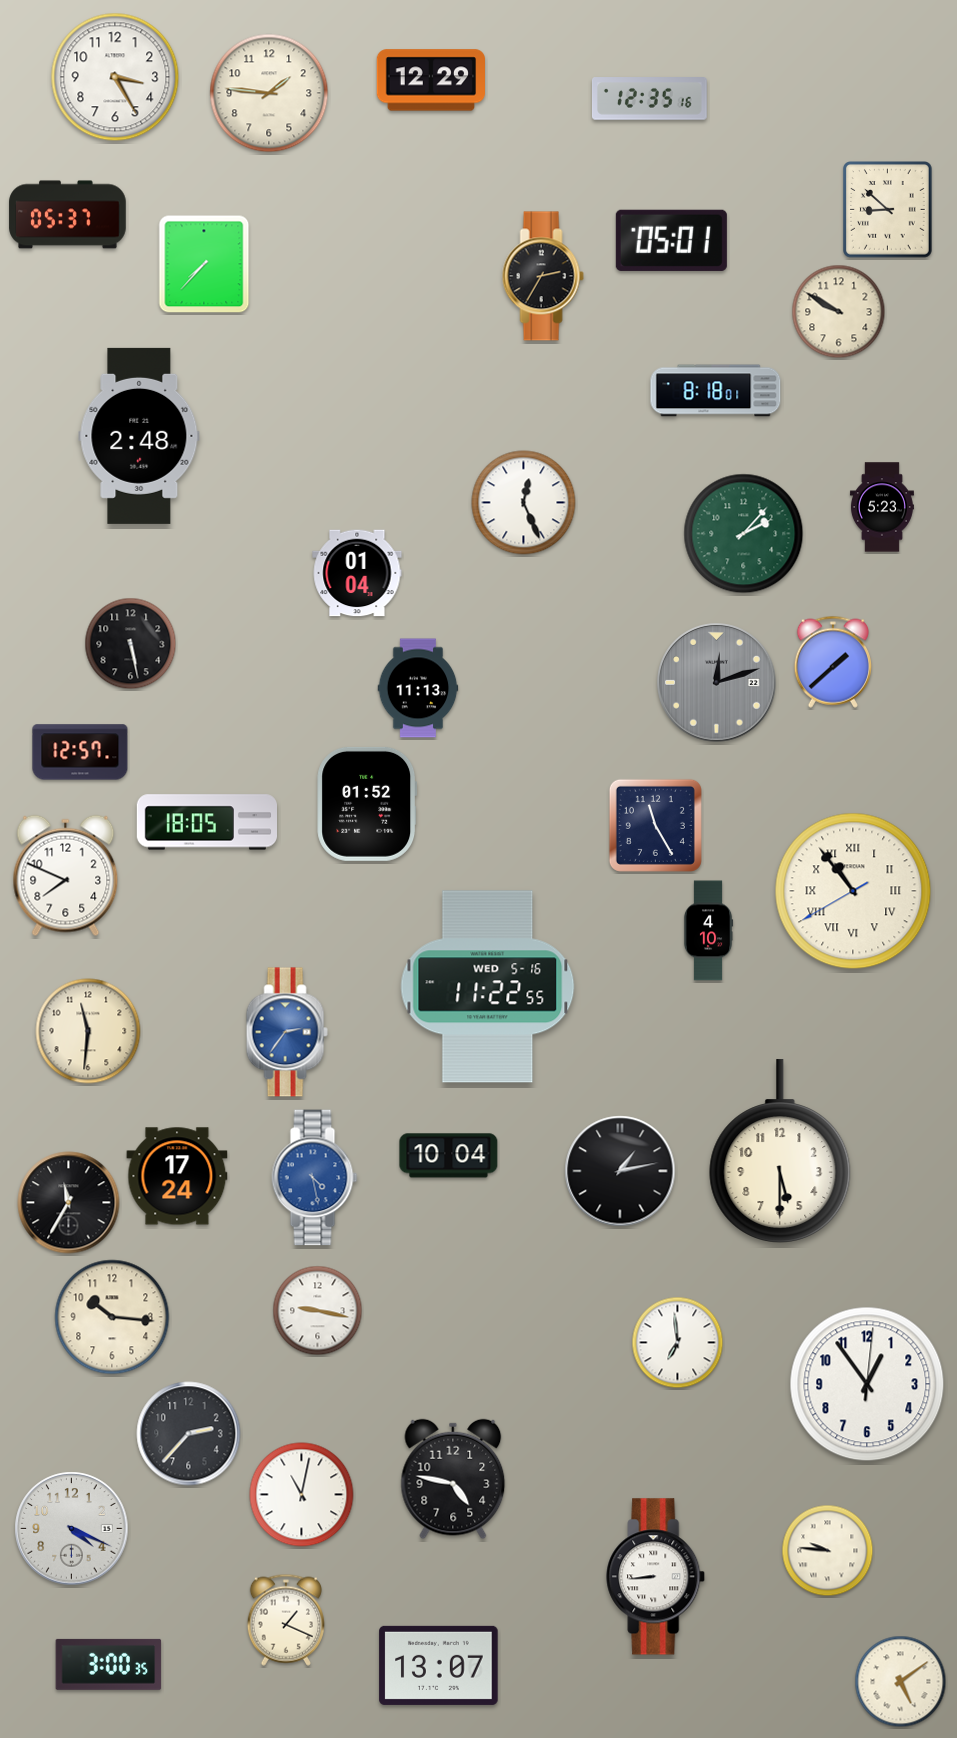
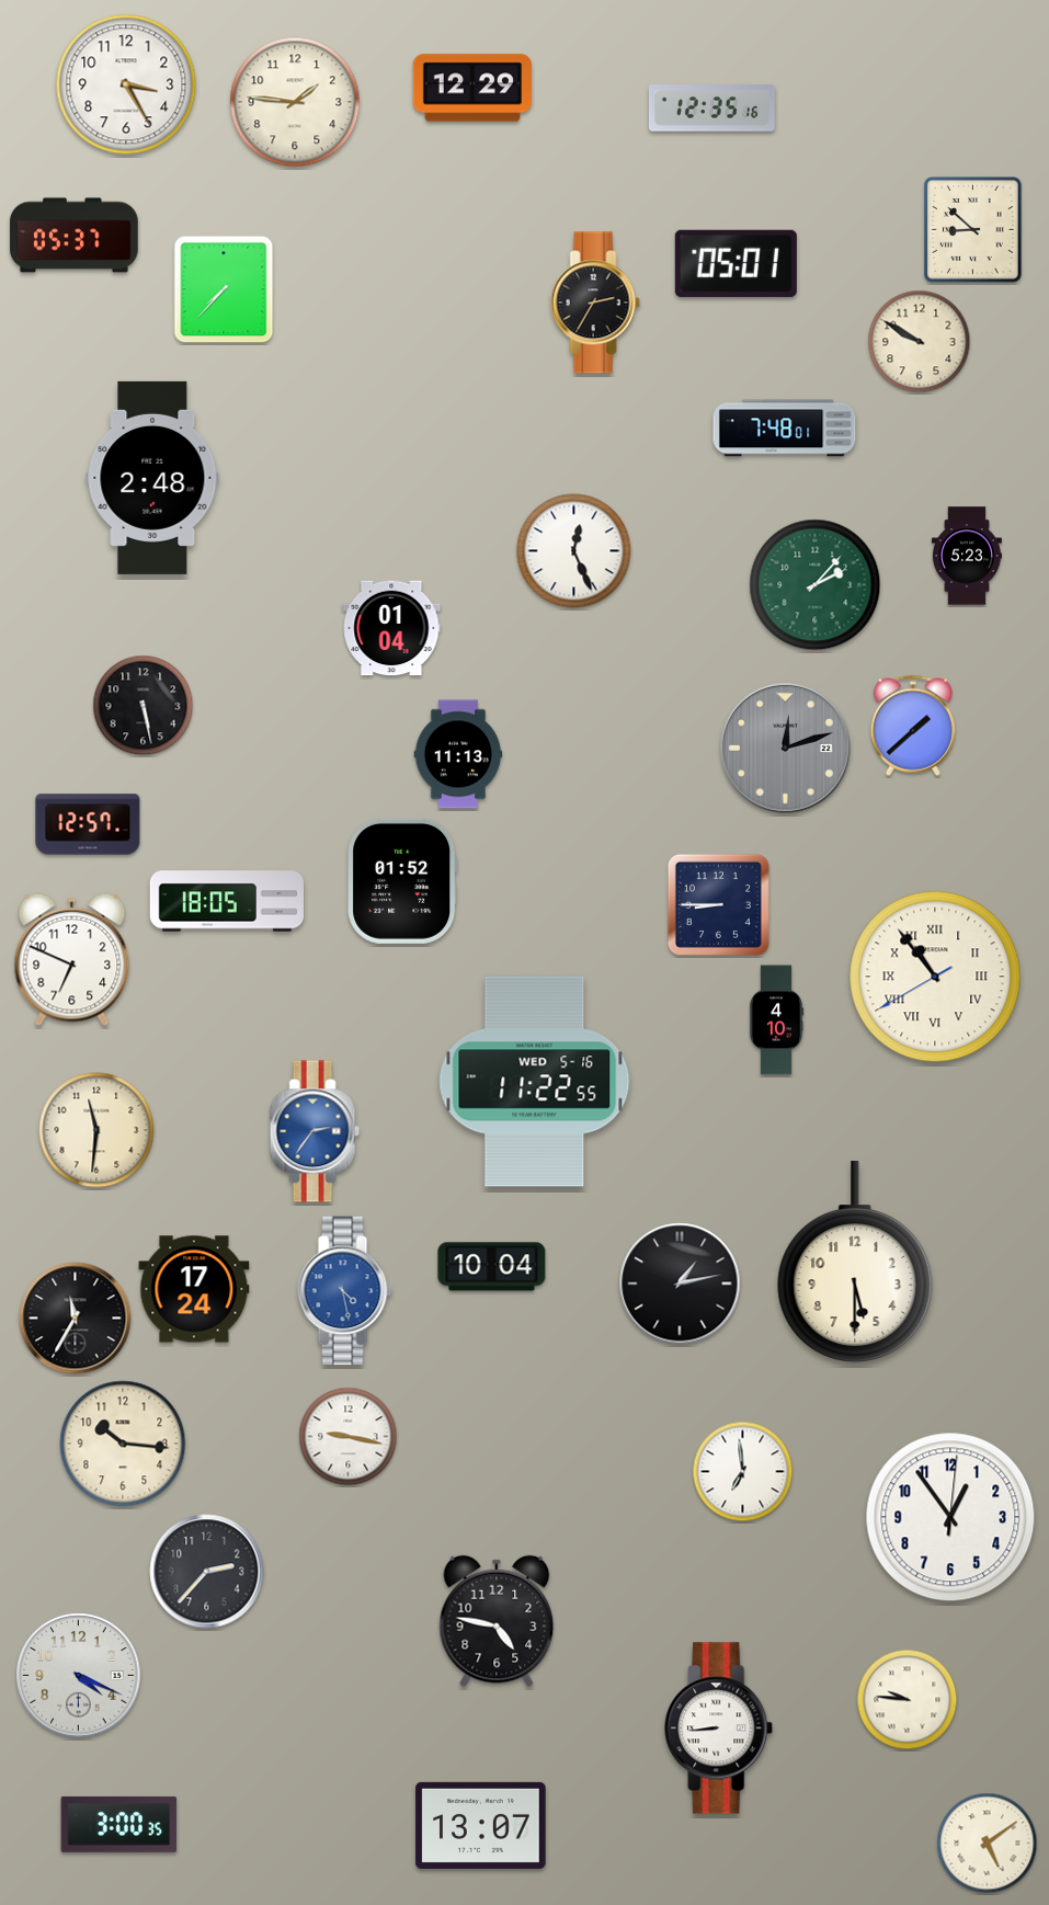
clock at (716, 391): 8:18 -> 7:48
clock at (655, 825): 11:25 -> 8:45
clock at (66, 876): 7:49 -> 6:49
clock at (302, 1495): 11:02 -> none
clock at (286, 1620): 1:19 -> none
